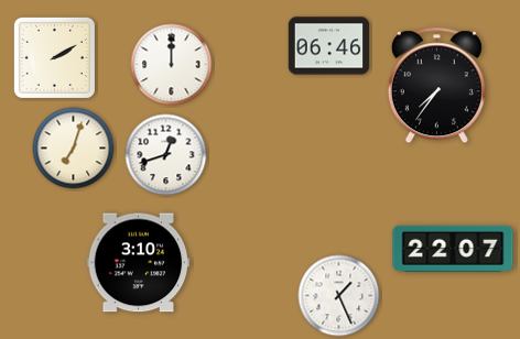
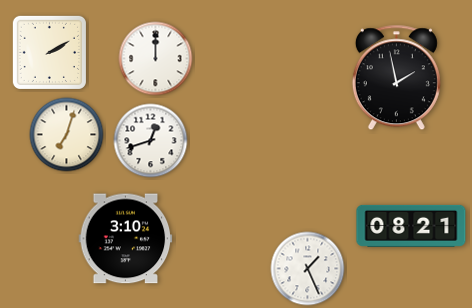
clock at (329, 46): 06:46 -> none
clock at (436, 86): 7:36 -> 1:58
clock at (453, 249): 22:07 -> 08:21
